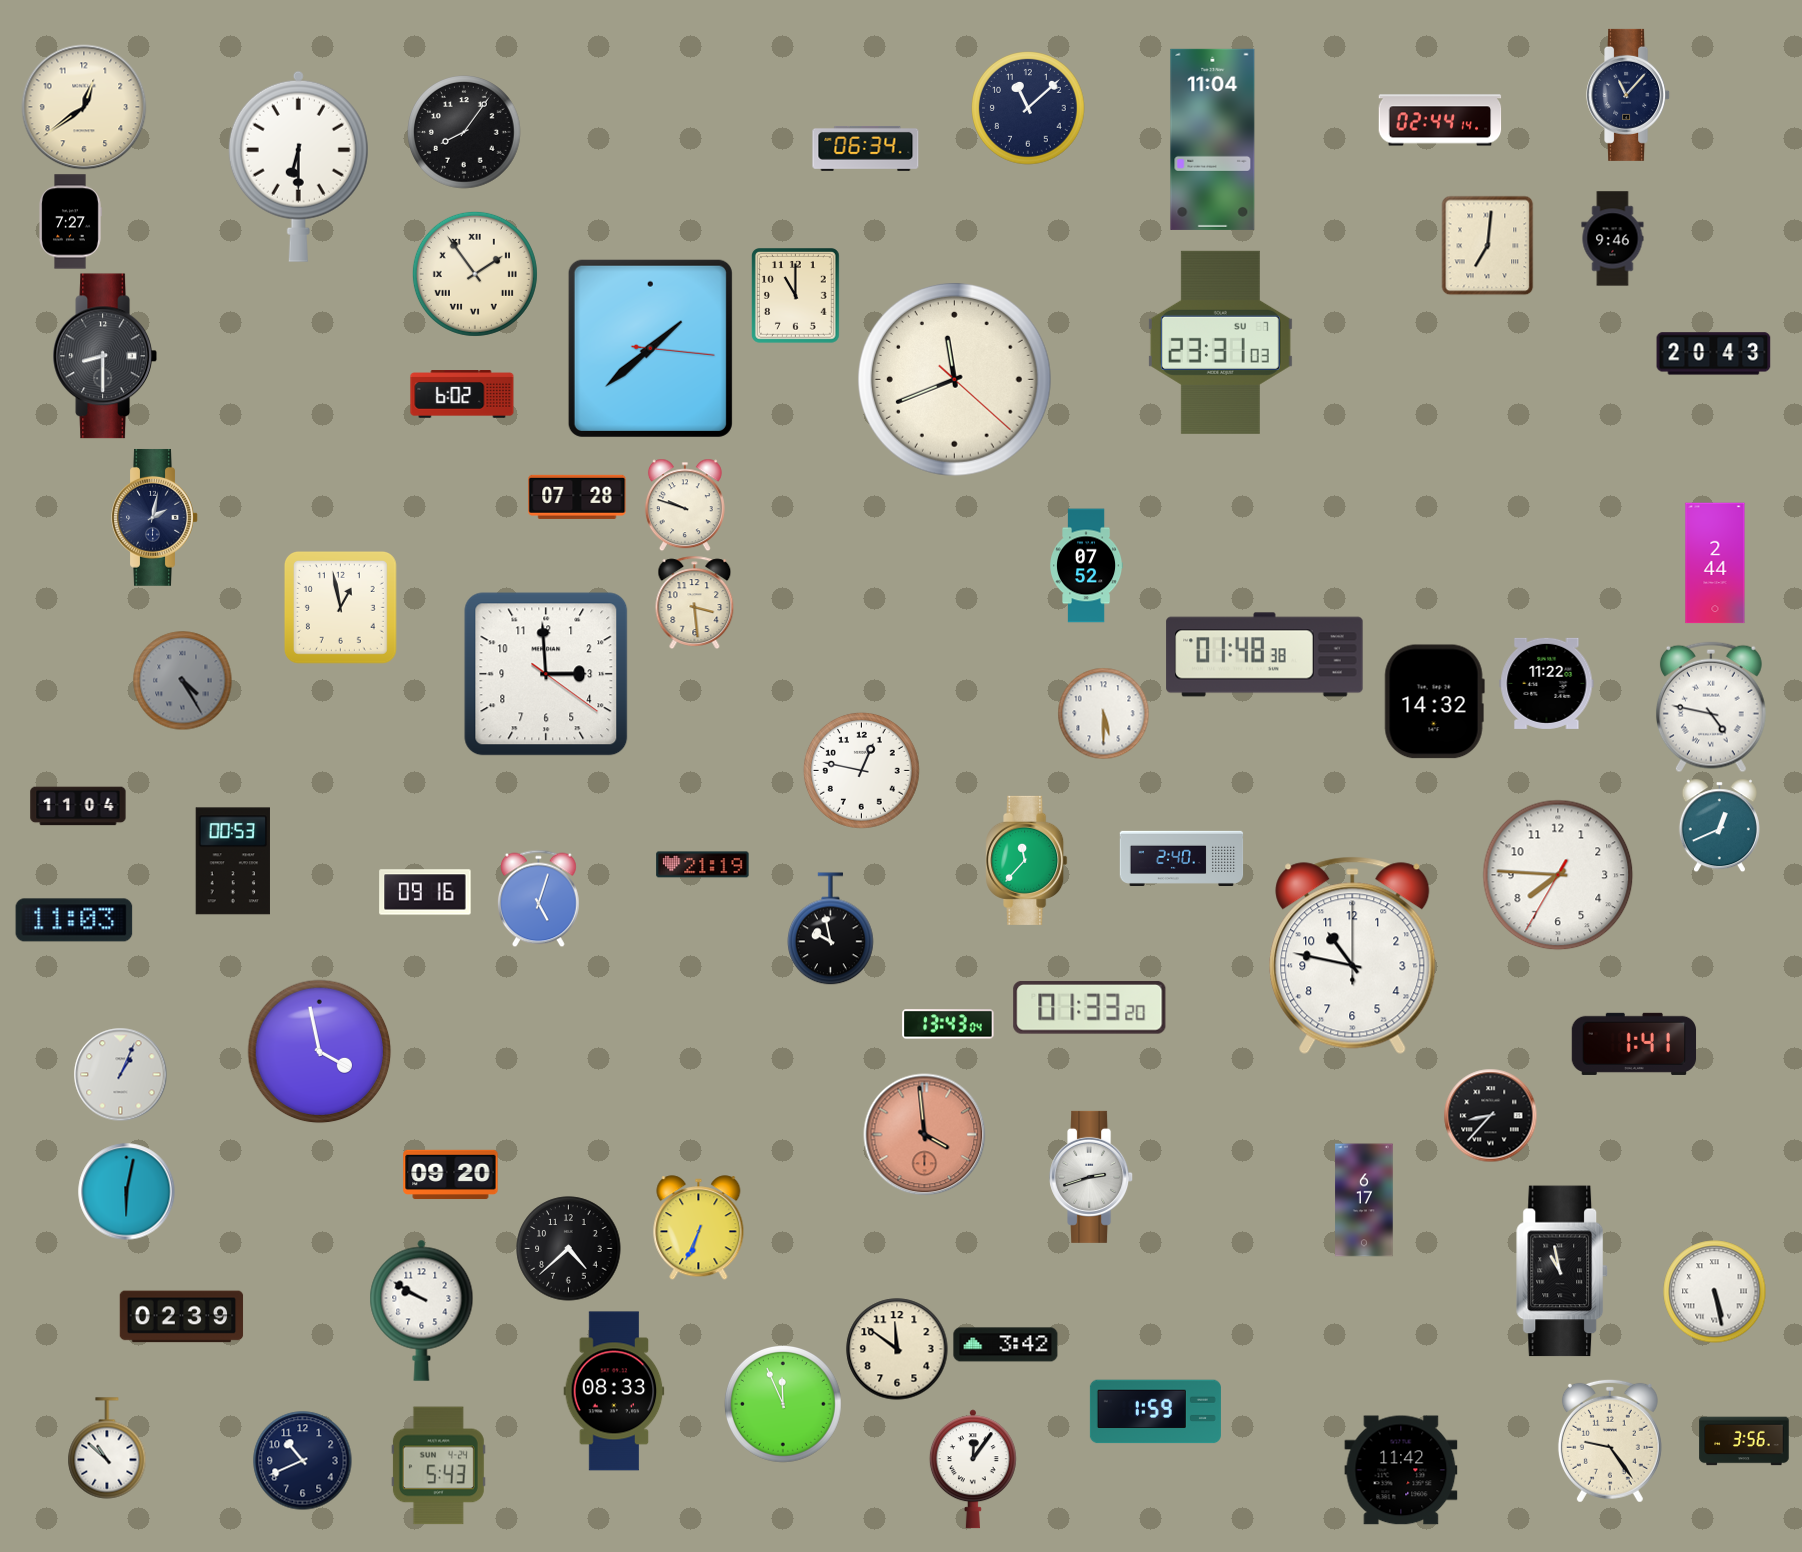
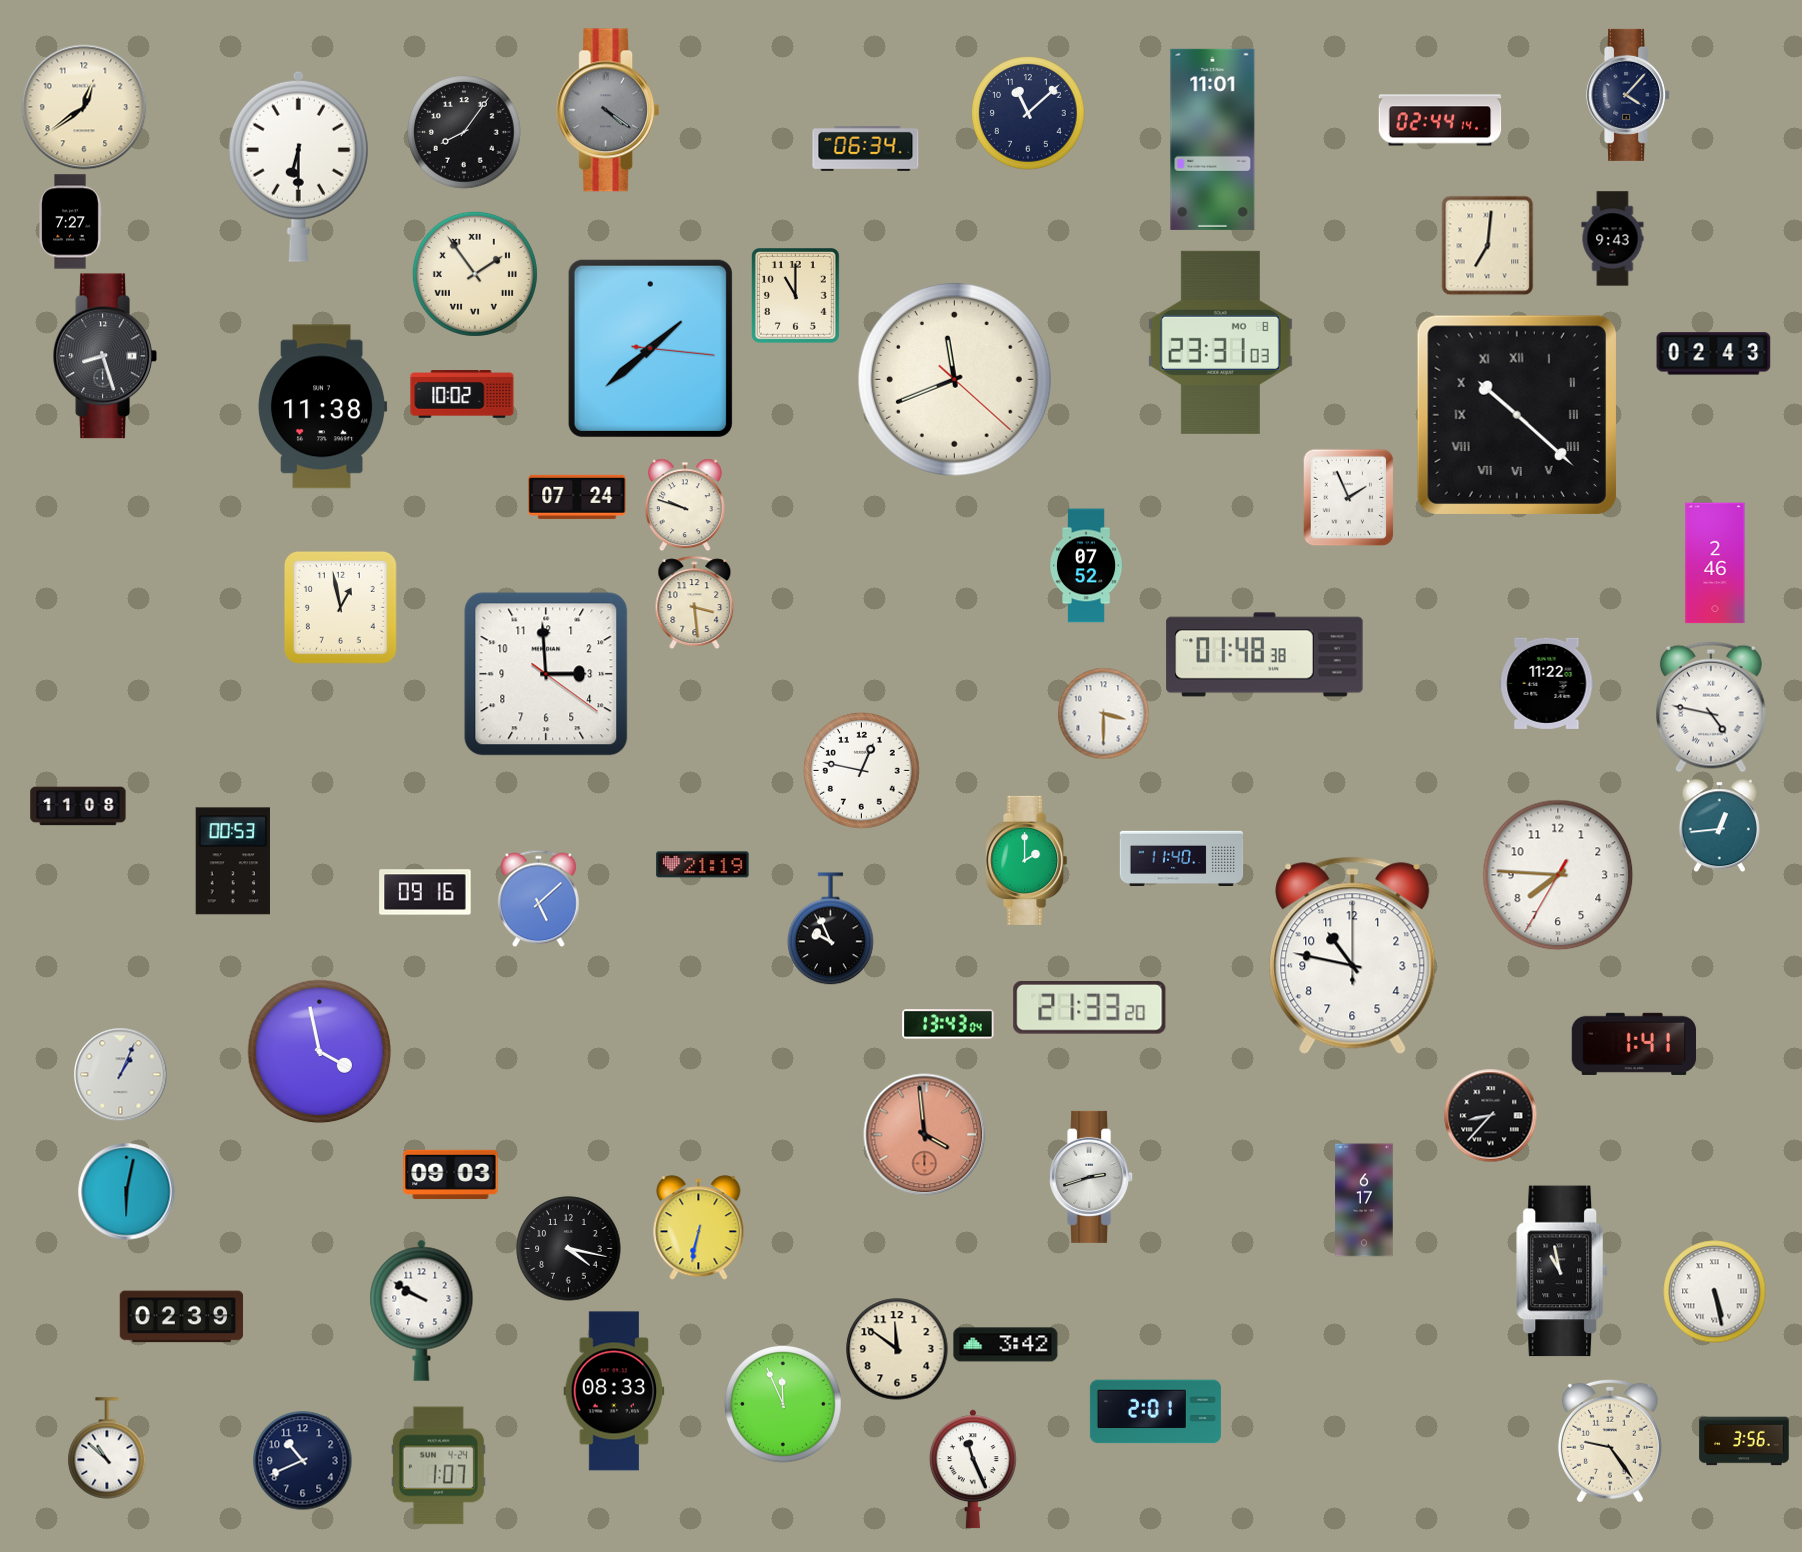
clock at (1629, 95): 11:07 -> 4:07
clock at (1028, 109) position: (1028, 109) -> (1028, 114)
clock at (608, 110): none -> 4:21
clock at (1213, 139): 11:04 -> 11:01
clock at (1613, 239): 9:46 -> 9:43
clock at (1220, 342) date: SU 7 -> MO 8
clock at (1714, 354): 20:43 -> 02:43
clock at (104, 356): 8:30 -> 8:27
clock at (462, 394): 6:02 -> 10:02
clock at (322, 407): none -> 11:38
clock at (1517, 415): none -> 10:22
clock at (577, 497): 07:28 -> 07:24
clock at (1349, 497): none -> 1:56
clock at (155, 517): 2:02 -> none
clock at (1715, 563): 2:44 -> 2:46
clock at (183, 681): 4:25 -> none
clock at (1434, 702): 14:32 -> none
clock at (1103, 713): 5:30 -> 3:30
clock at (78, 806): 11:04 -> 11:08
clock at (1719, 825): 12:41 -> 12:44
clock at (1182, 858): 2:40 -> 11:40
clock at (1027, 860): 11:37 -> 2:00
clock at (539, 898): 5:03 -> 5:08
clock at (74, 920): 11:03 -> none
clock at (831, 929): 9:58 -> 9:56
clock at (1090, 1008): 01:33 -> 21:33
clock at (451, 1175): 09:20 -> 09:03
clock at (699, 1228): 6:34 -> 6:32
clock at (569, 1249): 4:38 -> 4:17
clock at (1155, 1412): 1:59 -> 2:01
clock at (438, 1466): 5:43 -> 1:07
clock at (973, 1469): 12:06 -> 11:26
clock at (1401, 1470): 11:42 -> none
